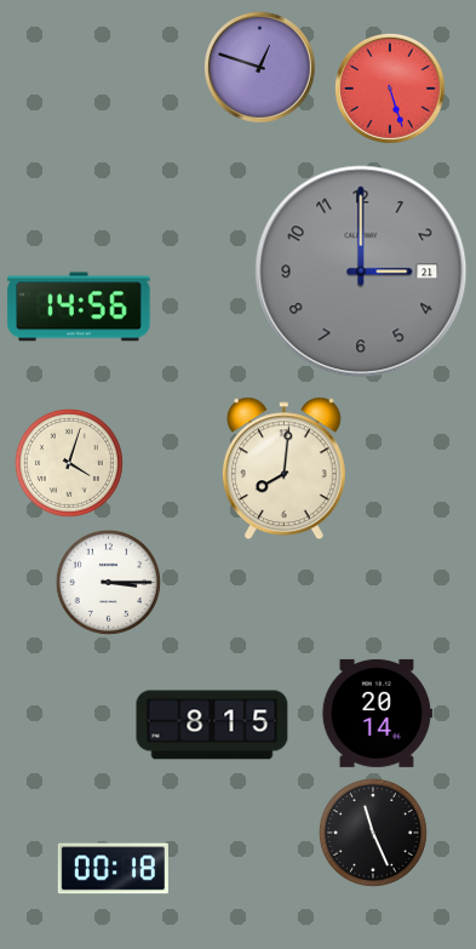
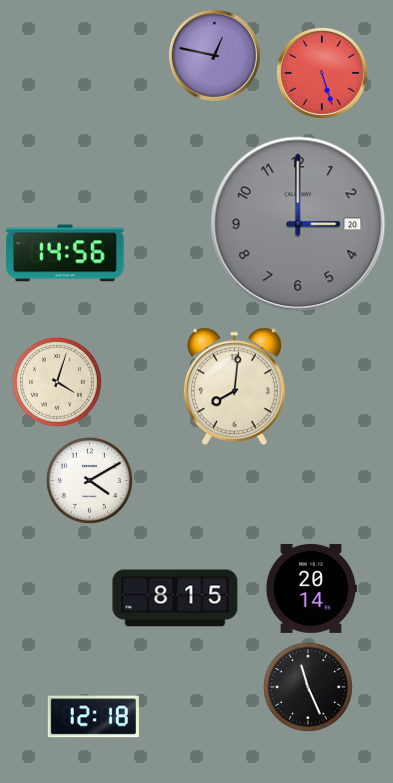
clock at (259, 67): 12:48 -> 12:47
clock at (361, 271) date: 21 -> 20
clock at (108, 582): 3:15 -> 4:10
clock at (113, 869): 00:18 -> 12:18
